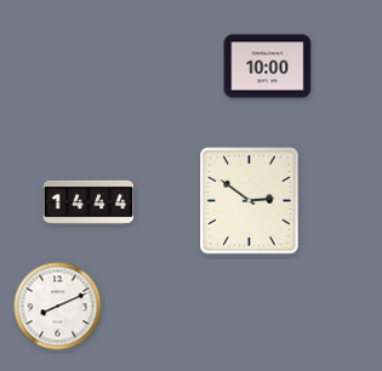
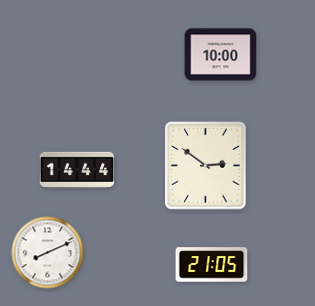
clock at (89, 201) position: (89, 201) -> (77, 169)
clock at (212, 265): none -> 21:05
